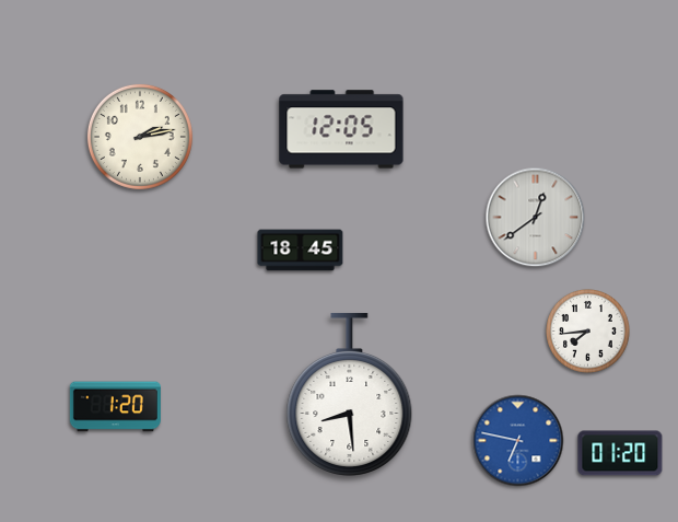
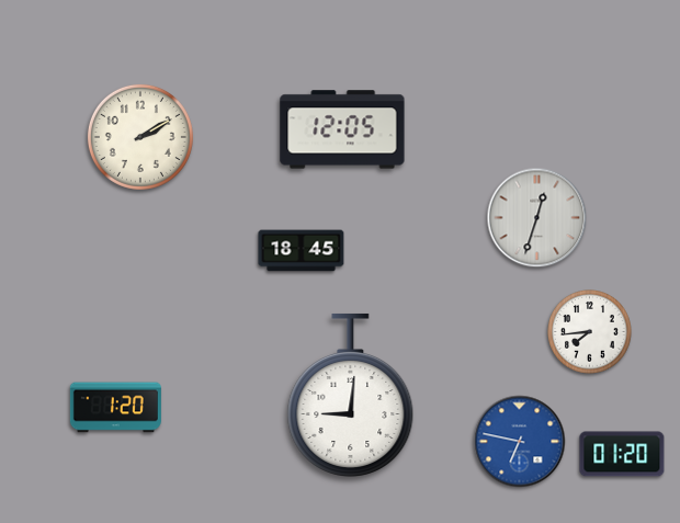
clock at (140, 137): 2:13 -> 2:10
clock at (536, 218): 12:39 -> 12:33
clock at (350, 394): 8:29 -> 9:01
